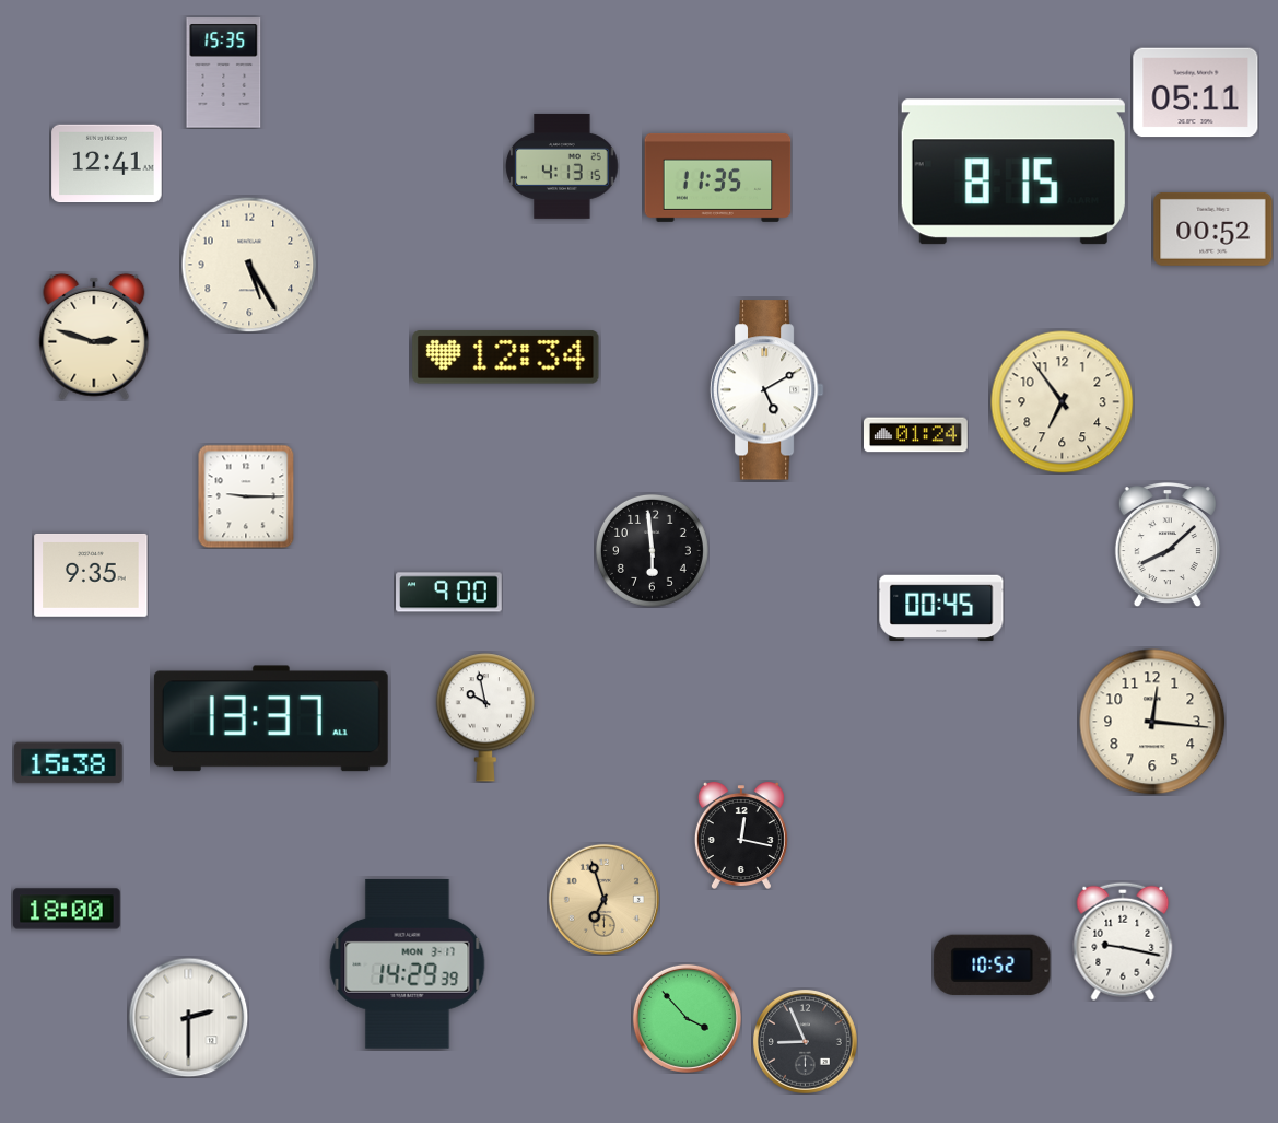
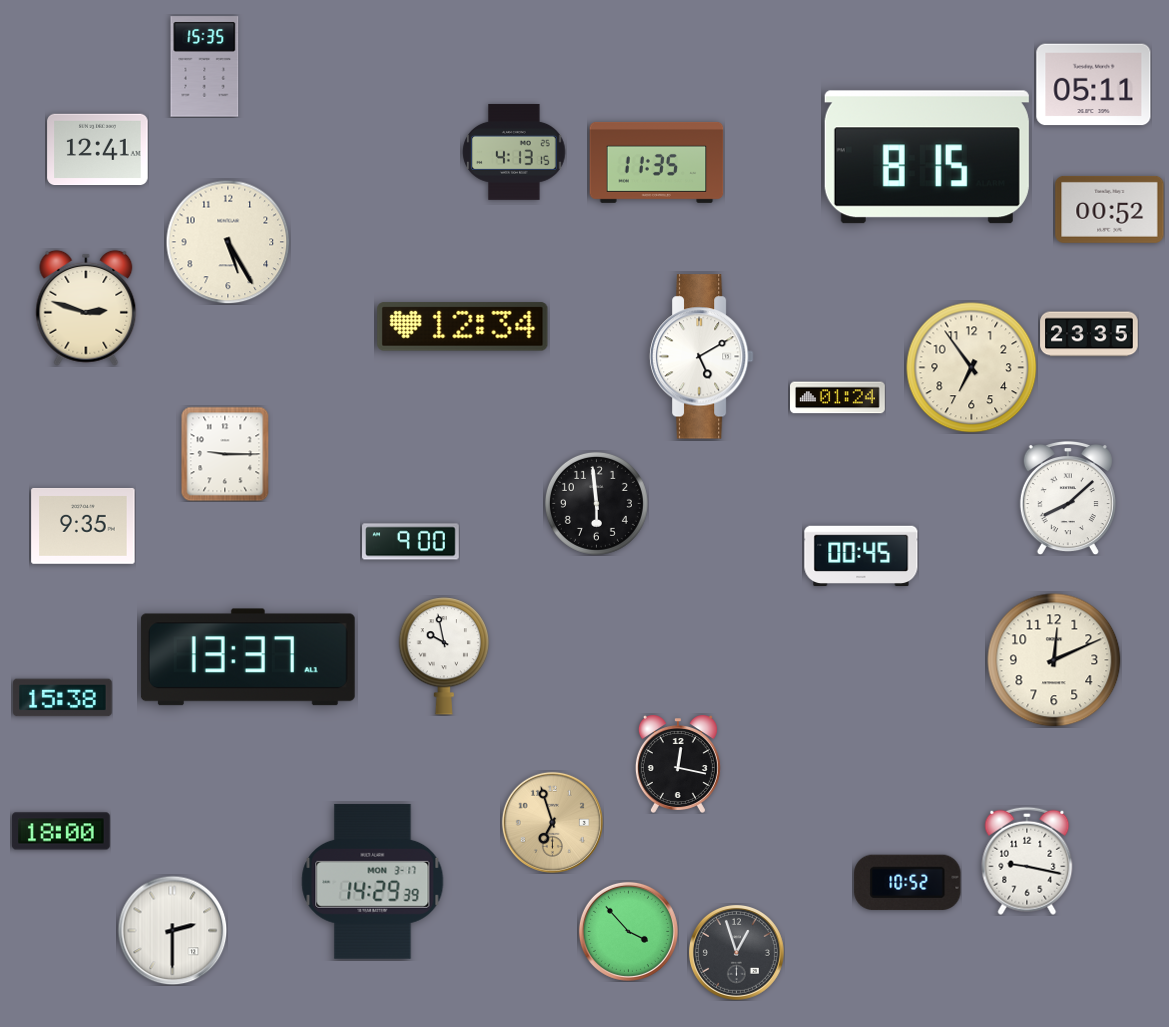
clock at (1089, 334): none -> 23:35
clock at (1152, 722): 12:16 -> 12:11
clock at (805, 1041): 8:56 -> 12:57
